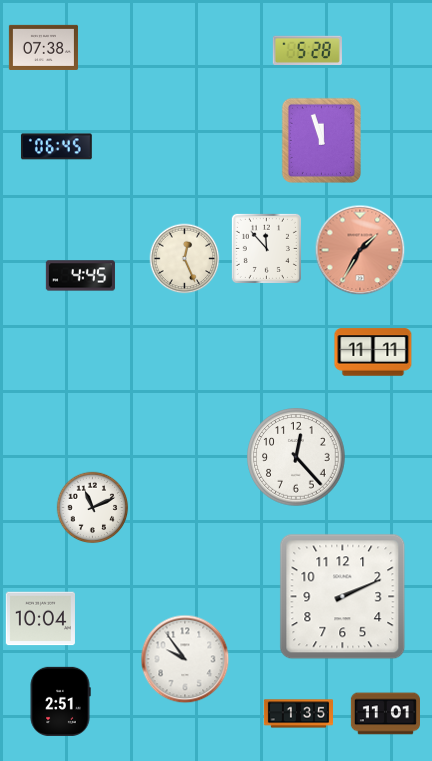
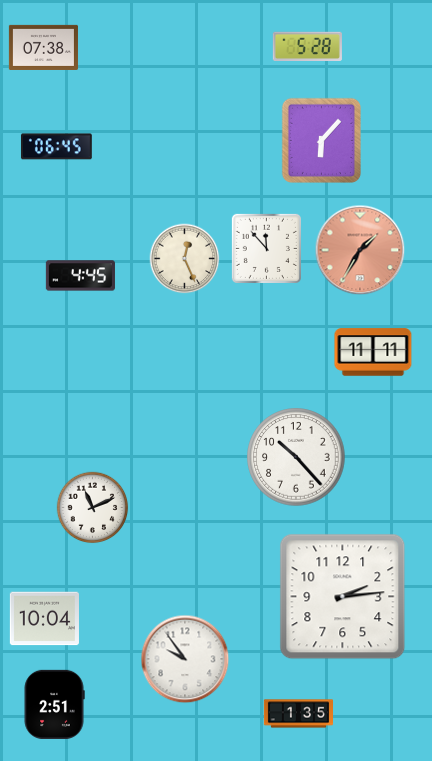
clock at (307, 50) position: (307, 50) -> (307, 46)
clock at (321, 140): 11:57 -> 6:07
clock at (296, 457): 12:23 -> 10:23
clock at (343, 597): 2:11 -> 2:14
clock at (40, 619) position: (40, 619) -> (44, 619)
clock at (60, 701) position: (60, 701) -> (54, 704)
clock at (385, 714): 11:01 -> none
